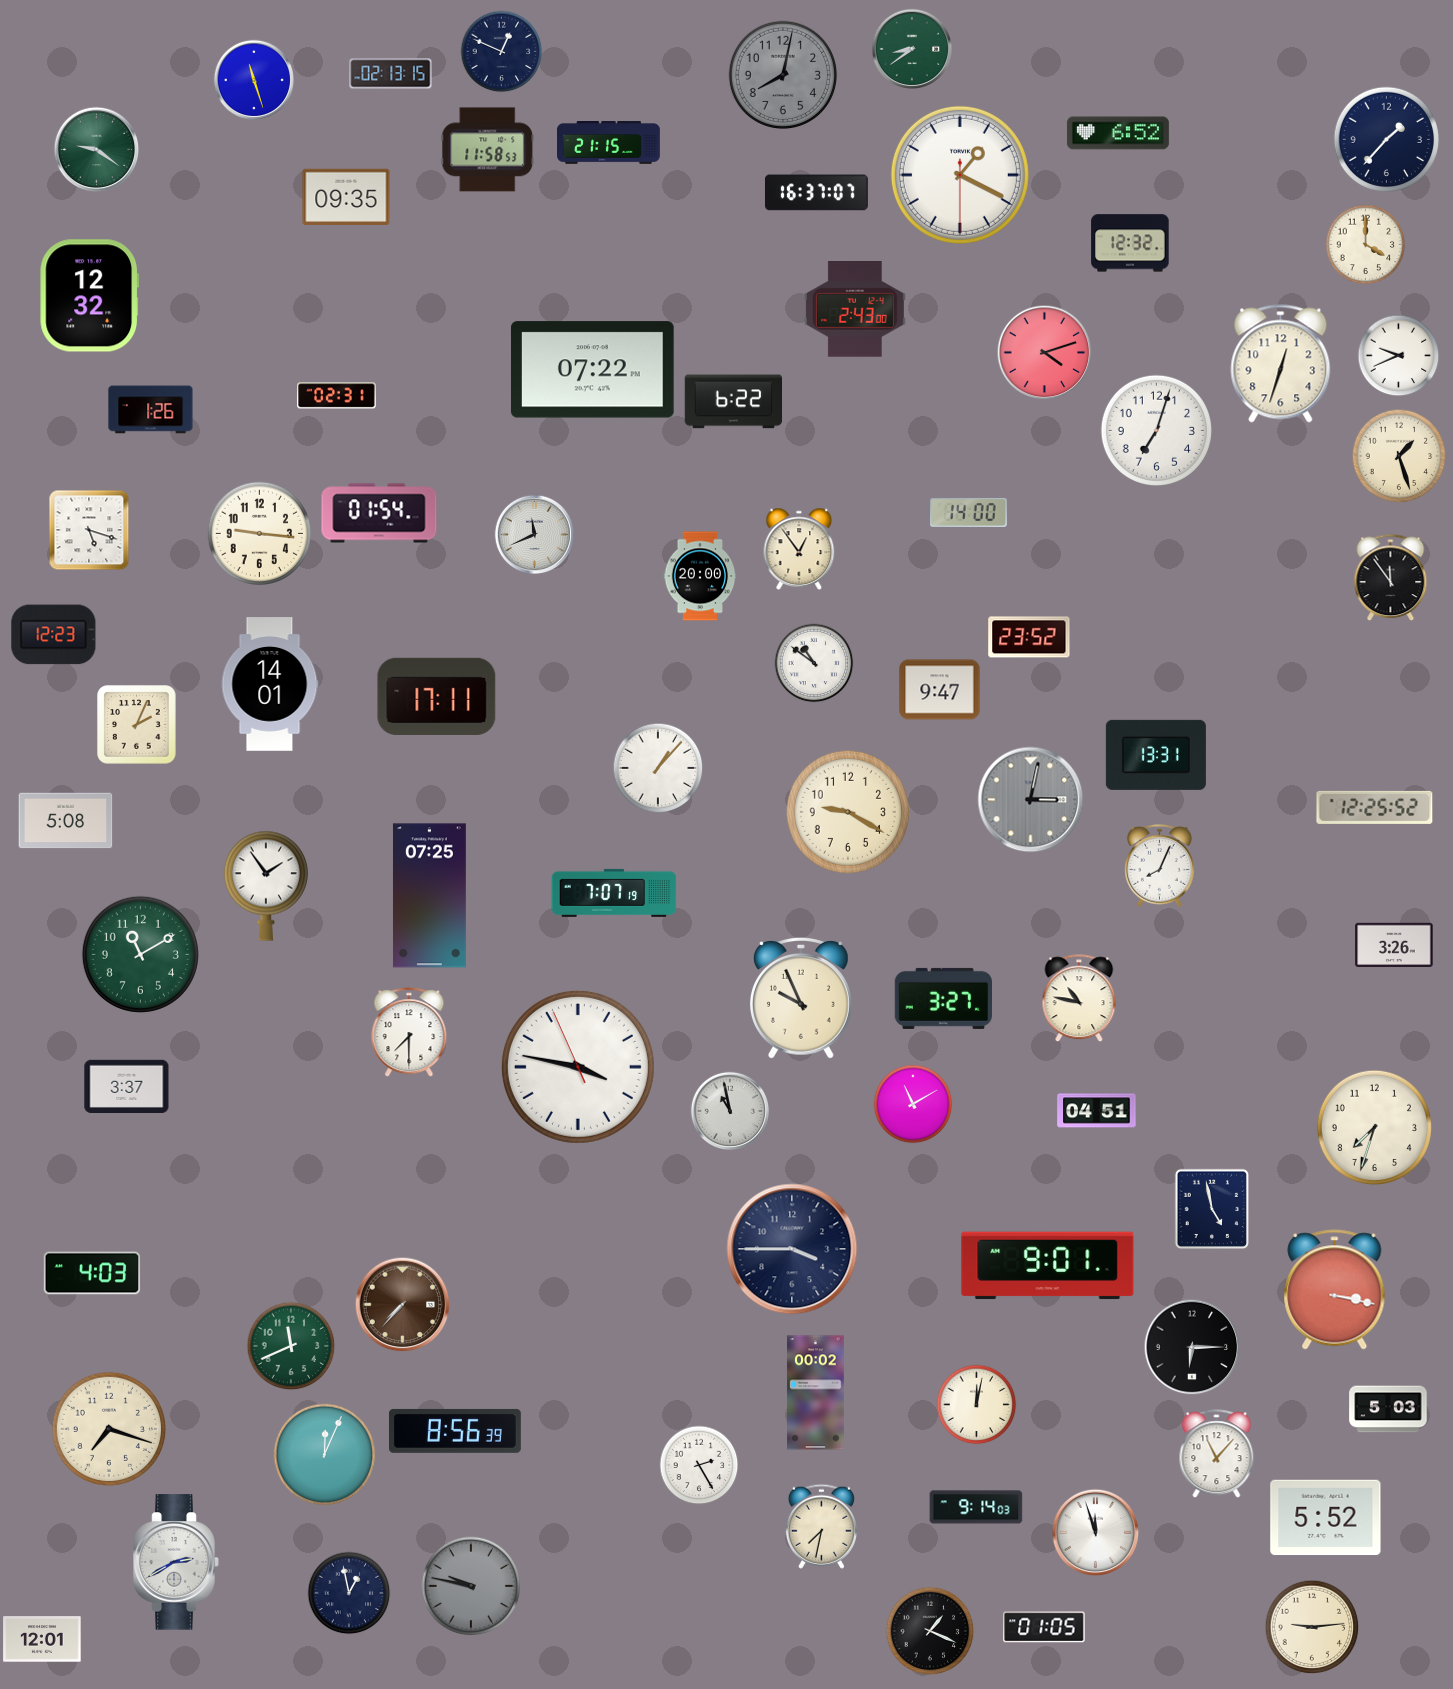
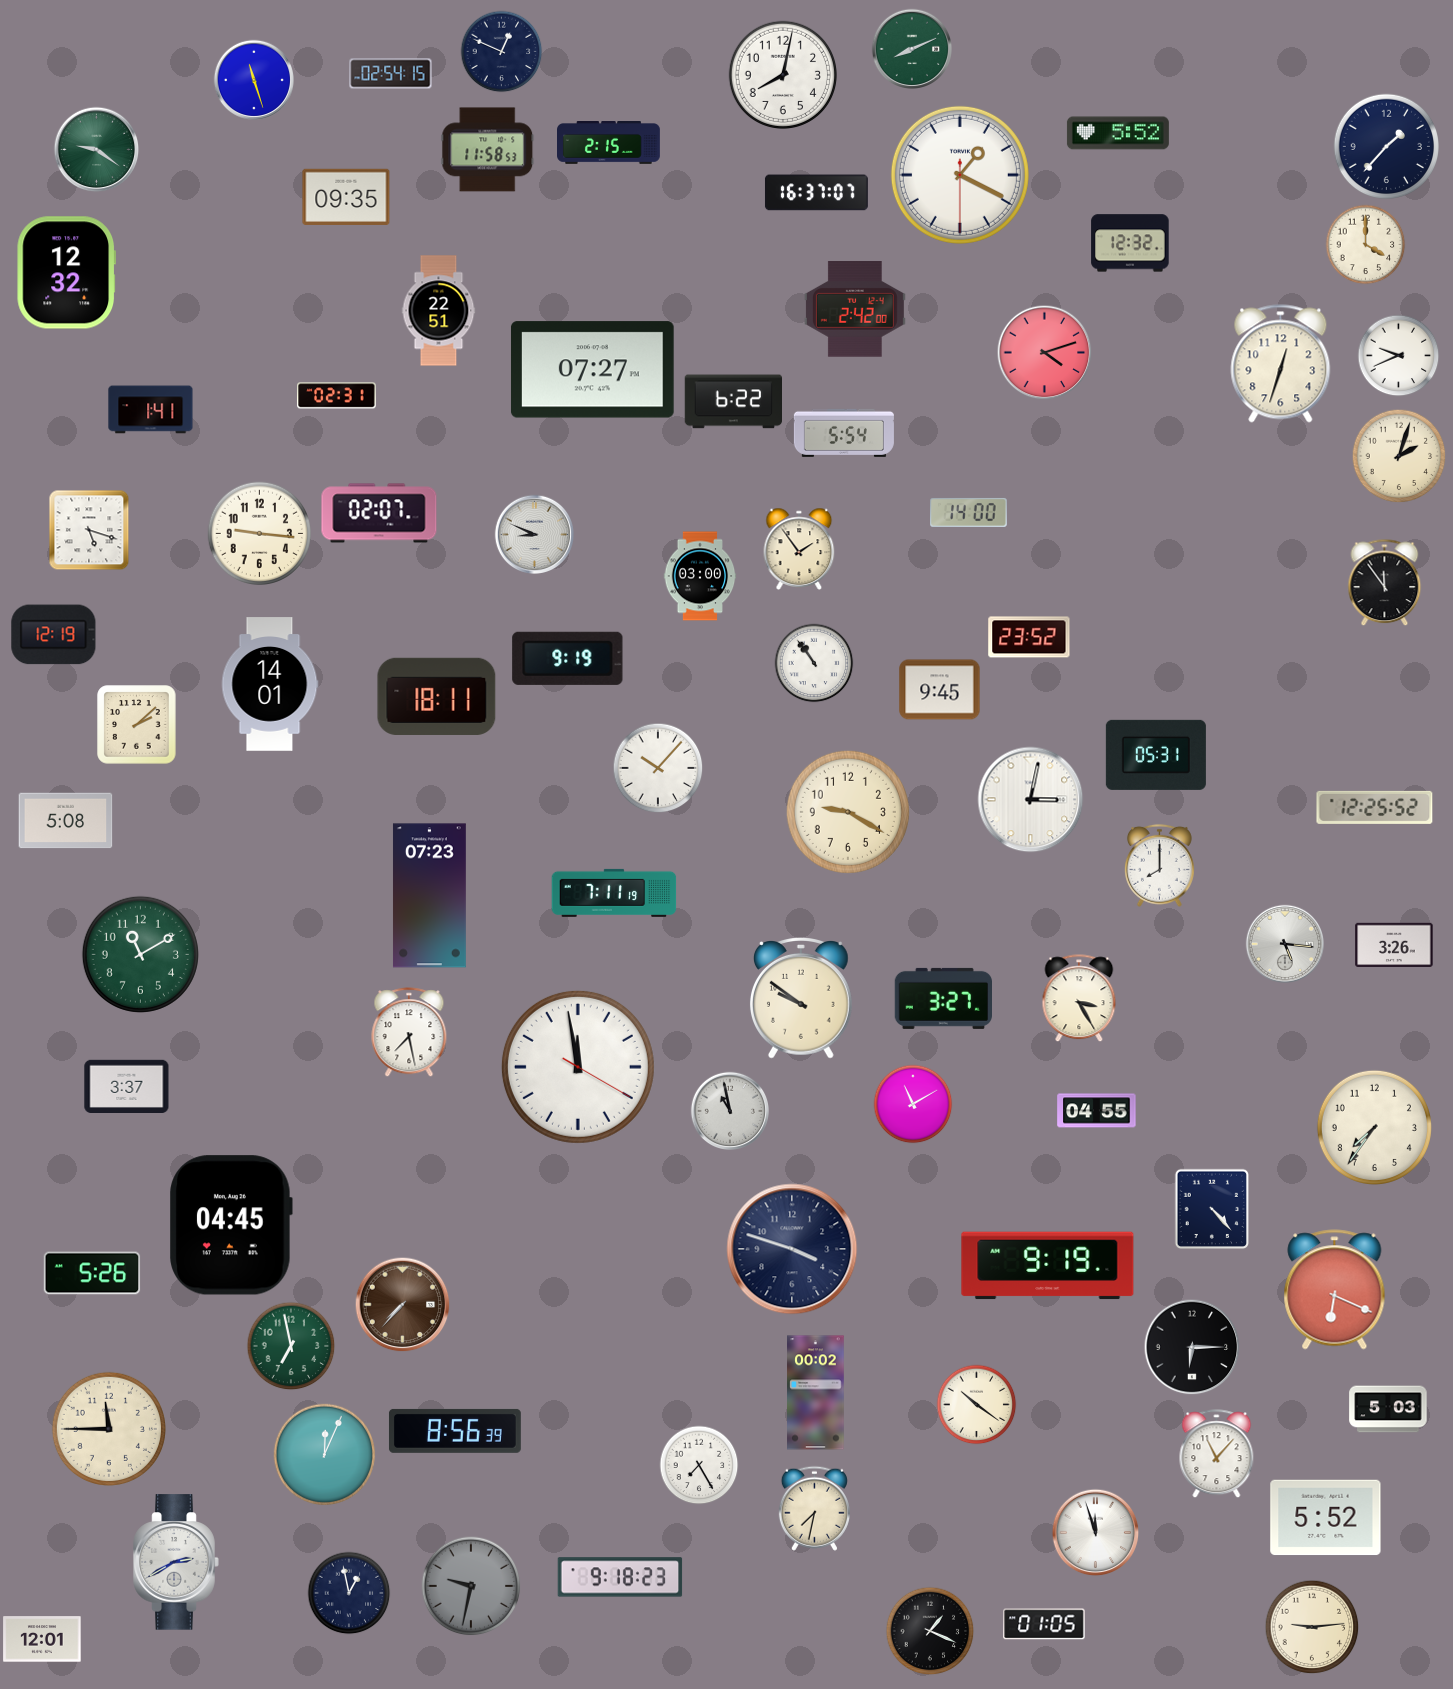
clock at (912, 49): 8:39 -> 8:11
clock at (391, 74): 02:13 -> 02:54
clock at (782, 74) dial: grey -> white
clock at (1118, 133): 6:52 -> 5:52
clock at (1386, 139) position: (1386, 139) -> (1386, 146)
clock at (609, 143): 21:15 -> 2:15
clock at (89, 296) position: (89, 296) -> (66, 273)
clock at (855, 310): 2:43 -> 2:42
clock at (439, 311): none -> 22:51
clock at (592, 370): 07:22 -> 07:27
clock at (151, 410): 1:26 -> 1:41
clock at (1156, 430): 7:03 -> none
clock at (844, 433): none -> 5:54
clock at (1399, 456): 1:27 -> 2:03
clock at (379, 513): 01:54 -> 02:07
clock at (534, 534): 11:41 -> 8:49
clock at (799, 549): 12:54 -> 1:54
clock at (700, 576): 20:00 -> 03:00
clock at (1391, 578) position: (1391, 578) -> (1385, 583)
clock at (54, 635): 12:23 -> 12:19
clock at (568, 658): none -> 9:19
clock at (814, 663): 10:51 -> 10:54
clock at (940, 690): 9:47 -> 9:45
clock at (437, 696): 17:11 -> 18:11
clock at (137, 725): 2:04 -> 2:08
clock at (1156, 755): 13:31 -> 05:31
clock at (658, 768): 1:07 -> 10:07
clock at (1031, 800) dial: grey -> white
clock at (1159, 865): 8:04 -> 8:00
clock at (266, 886): 1:54 -> none
clock at (614, 893): 7:07 -> 7:11
clock at (429, 896): 07:25 -> 07:23
clock at (1284, 943): none -> 5:16
clock at (801, 999): 9:56 -> 9:51
clock at (1079, 999): 10:47 -> 3:25
clock at (409, 1033): 7:30 -> 7:28
clock at (578, 1067): 3:46 -> 11:58
clock at (1097, 1111): 04:51 -> 04:55
clock at (1374, 1127): 7:33 -> 7:36
clock at (1212, 1209): 4:58 -> 4:23
clock at (231, 1225): none -> 04:45
clock at (792, 1249): 3:45 -> 3:48
clock at (1048, 1266): 9:01 -> 9:19
clock at (92, 1273): 4:03 -> 5:26
clock at (1335, 1290): 3:17 -> 6:19
clock at (291, 1346): 11:41 -> 6:58
clock at (977, 1405): 12:02 -> 10:21
clock at (109, 1429): 7:18 -> 11:45
clock at (699, 1465): 2:25 -> 7:25
clock at (976, 1507): 9:14 -> none
clock at (821, 1526) position: (821, 1526) -> (814, 1508)
clock at (620, 1577): none -> 9:18
clock at (471, 1586): 9:47 -> 9:32
clock at (1044, 1627) position: (1044, 1627) -> (1044, 1624)
